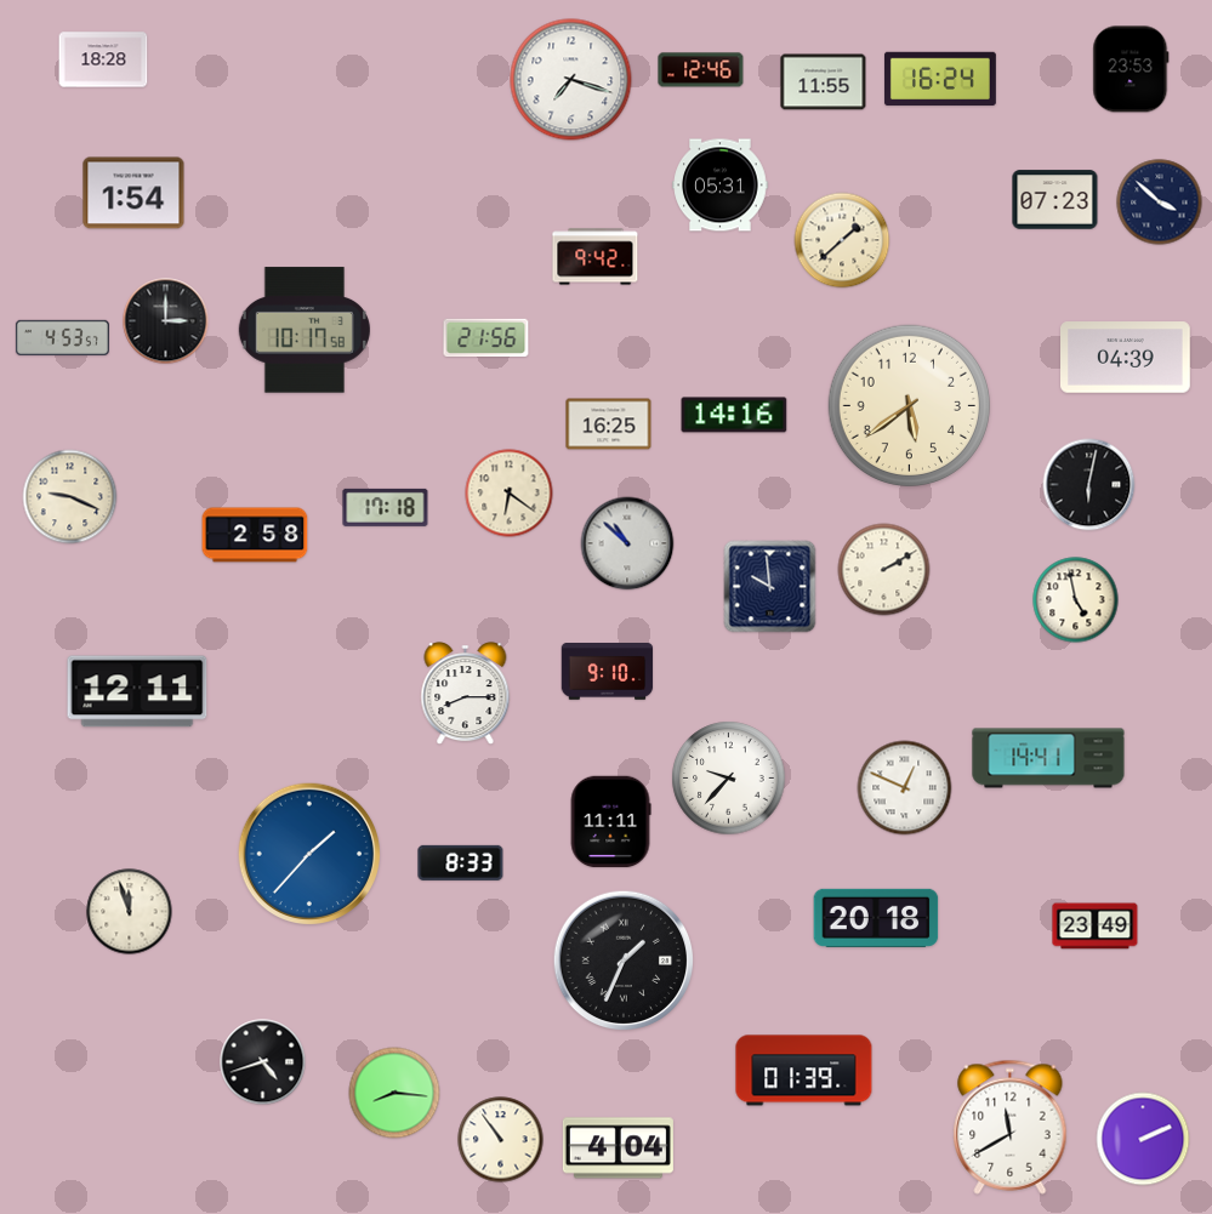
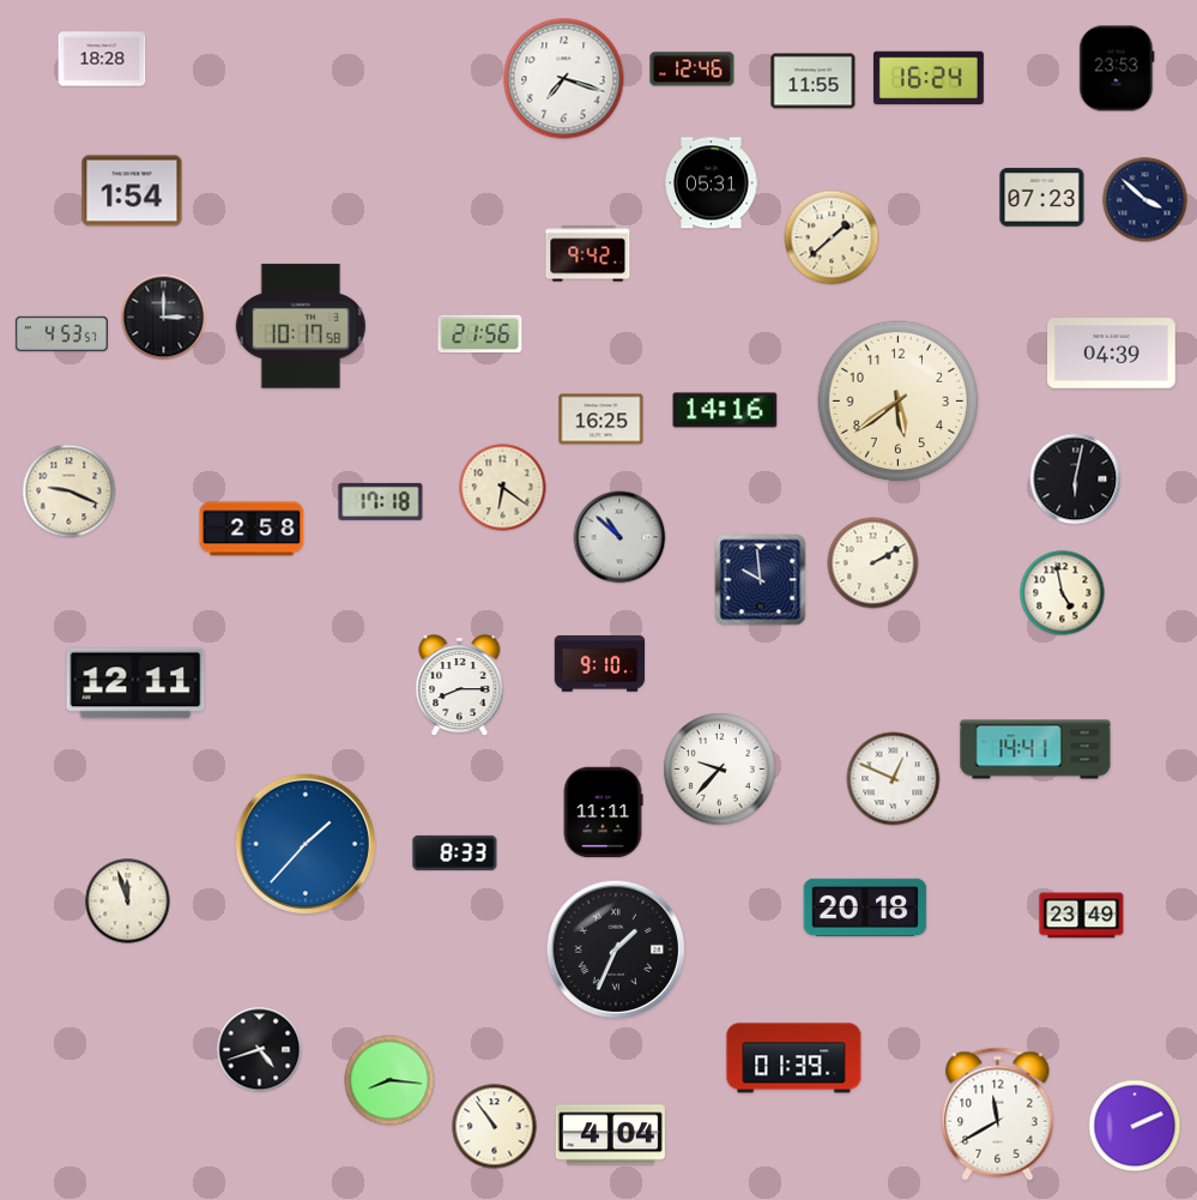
clock at (1143, 1139) position: (1143, 1139) -> (1135, 1126)
